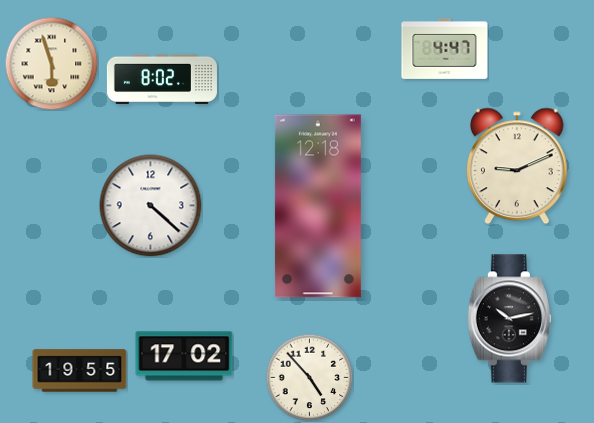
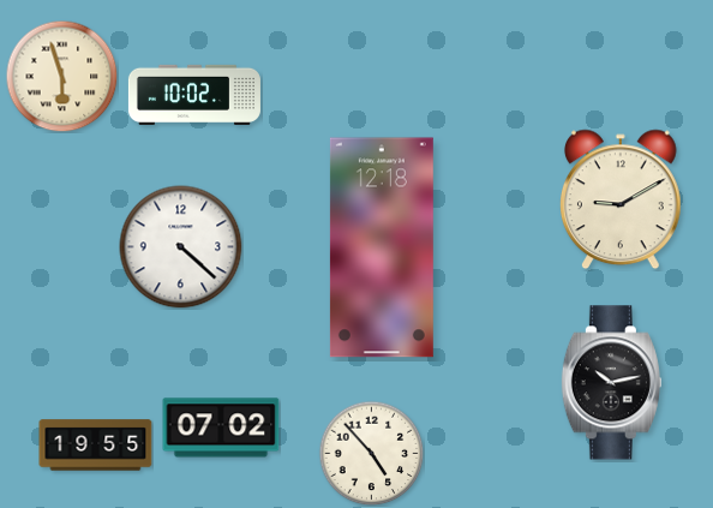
clock at (445, 48): 4:47 -> none
clock at (162, 79): 8:02 -> 10:02
clock at (518, 166): 9:11 -> 9:10
clock at (184, 356): 17:02 -> 07:02
